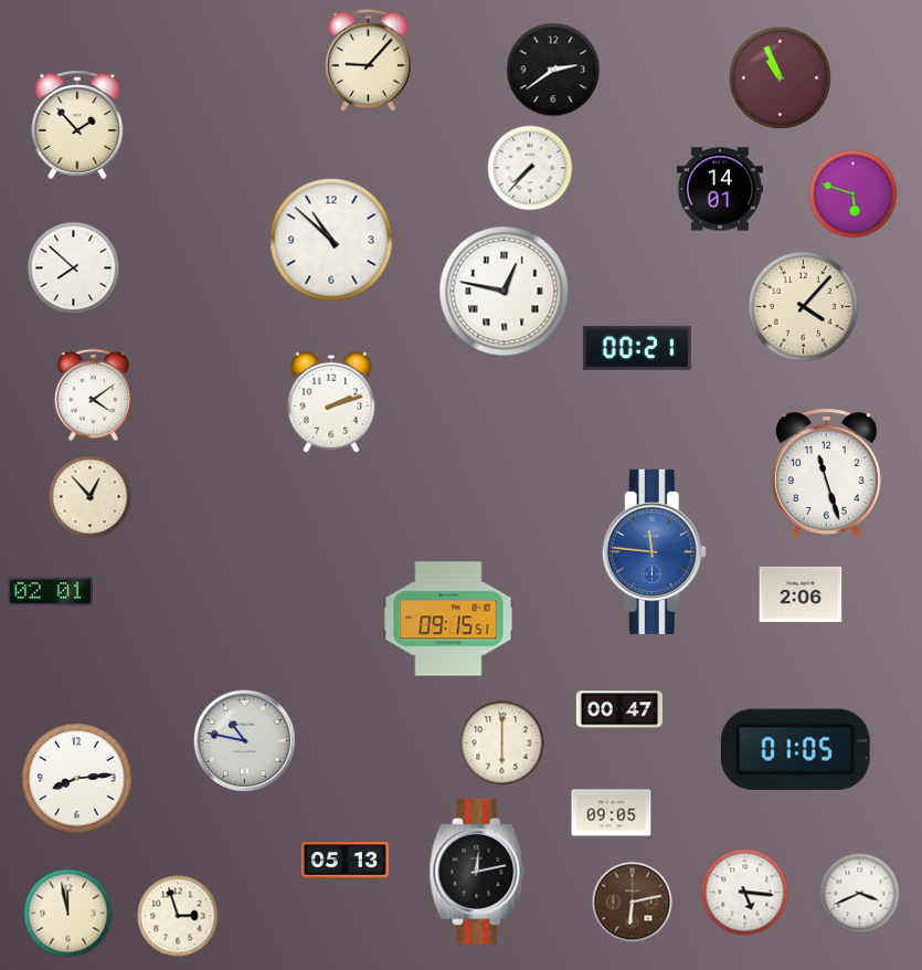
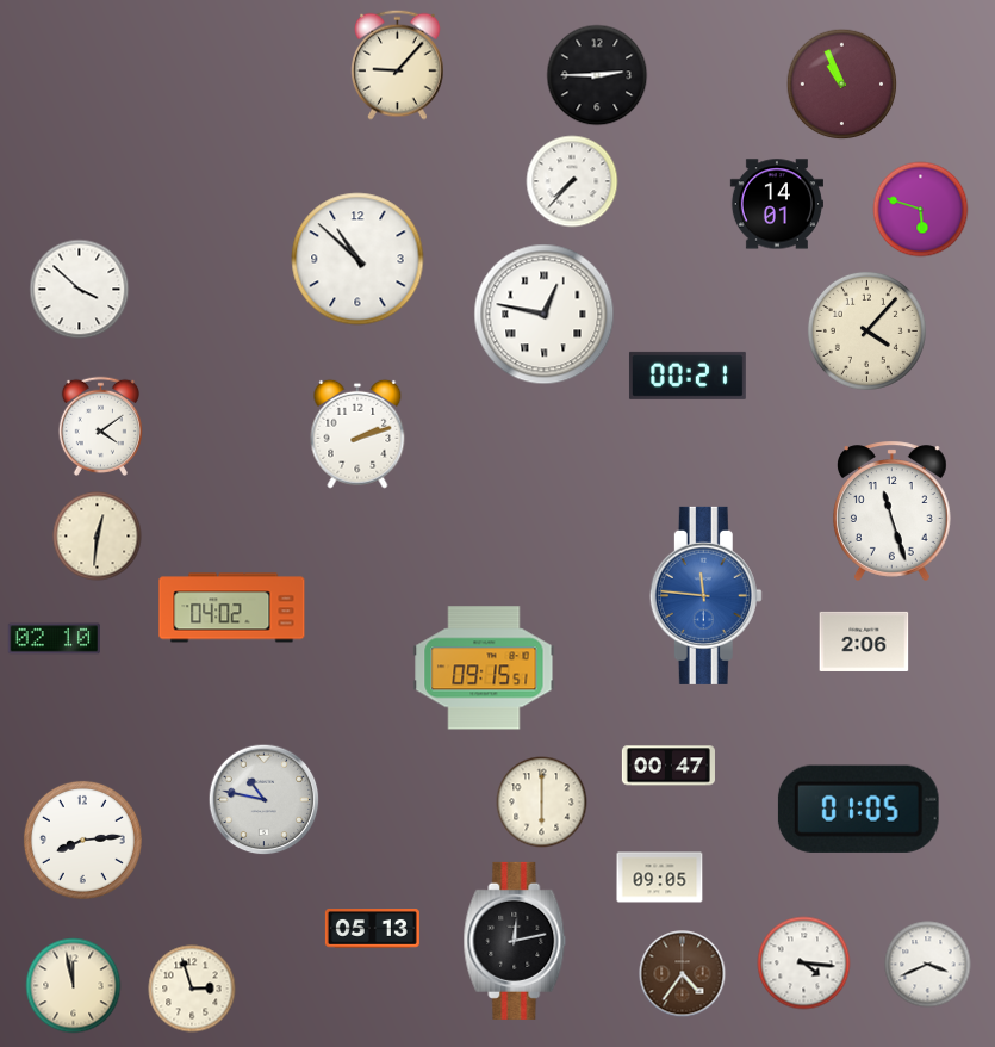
clock at (553, 70): 2:39 -> 2:45
clock at (77, 125): 1:53 -> none
clock at (74, 268): 7:52 -> 3:52
clock at (91, 497): 12:53 -> 12:31
clock at (232, 608): none -> 04:02
clock at (50, 592): 02:01 -> 02:10
clock at (745, 893): 5:16 -> 4:16
clock at (633, 903): 6:13 -> 4:36
